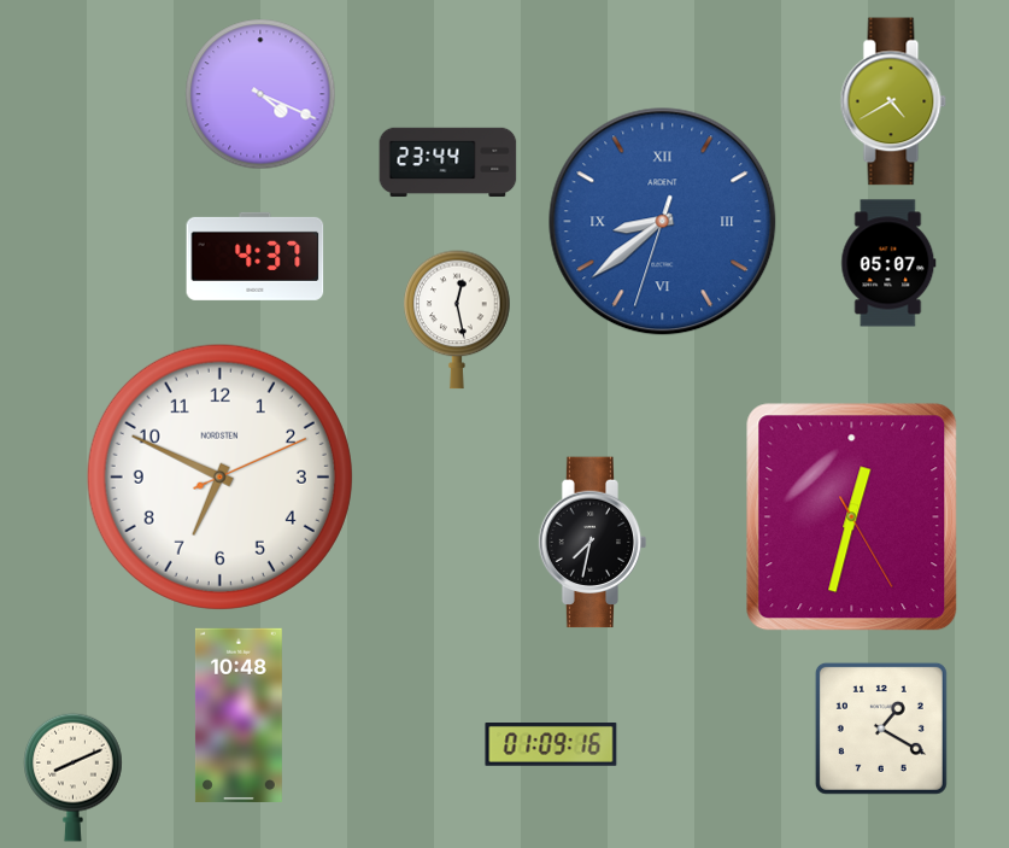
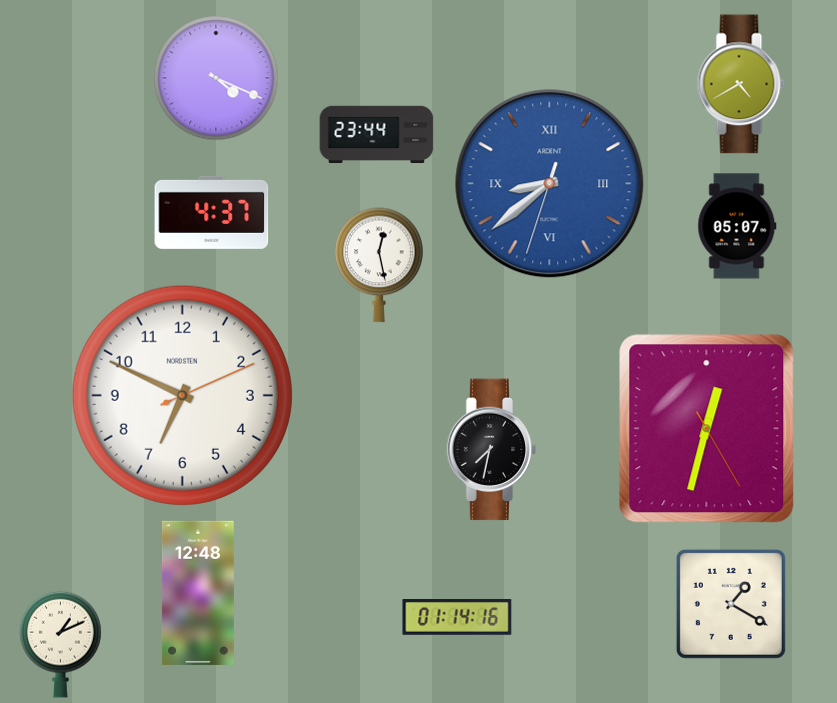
clock at (448, 163) position: (448, 163) -> (377, 135)
clock at (888, 263) position: (888, 263) -> (737, 226)
clock at (239, 715): 10:48 -> 12:48
clock at (551, 745): 01:09 -> 01:14
clock at (74, 777): 8:11 -> 1:11
